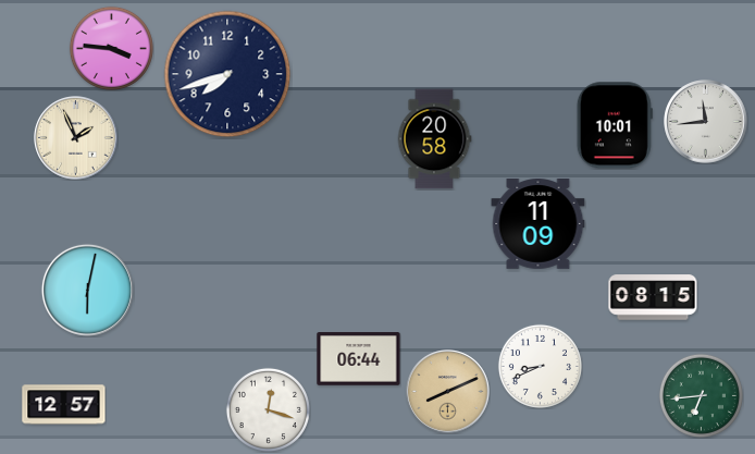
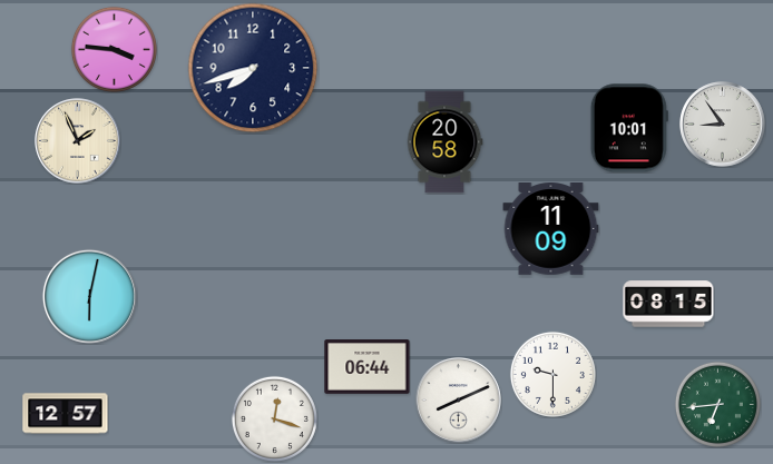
clock at (227, 74) position: (227, 74) -> (253, 68)
clock at (706, 122): 11:44 -> 8:54
clock at (540, 366): 8:41 -> 9:30
clock at (448, 392) dial: champagne -> white
